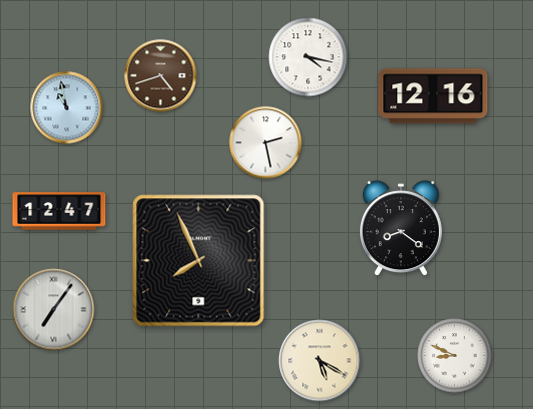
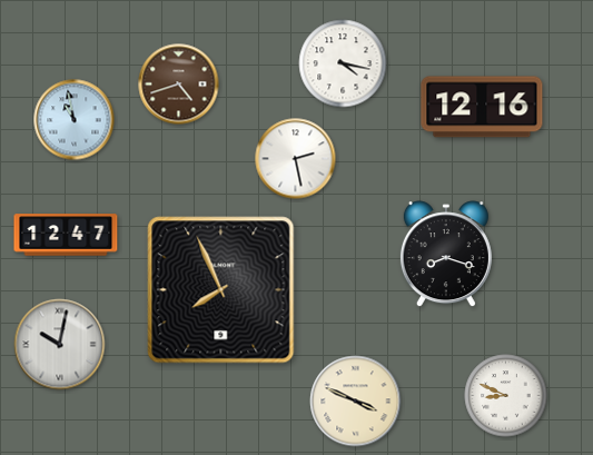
clock at (401, 229): 8:21 -> 8:18
clock at (54, 310): 7:06 -> 10:02
clock at (320, 361): 5:20 -> 3:49
